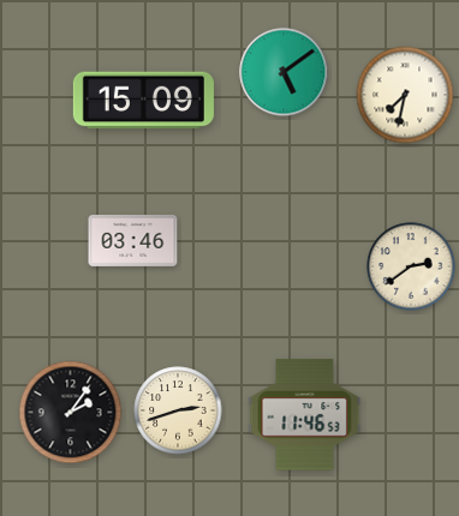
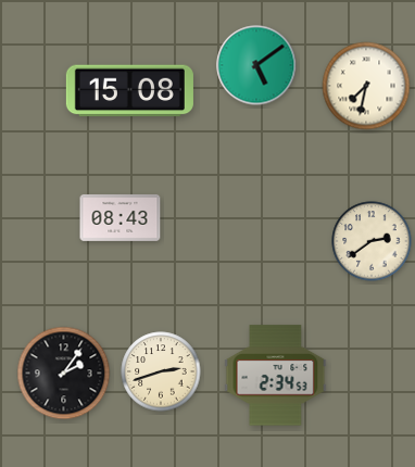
clock at (143, 101): 15:09 -> 15:08
clock at (133, 240): 03:46 -> 08:43
clock at (305, 415): 11:46 -> 2:34
